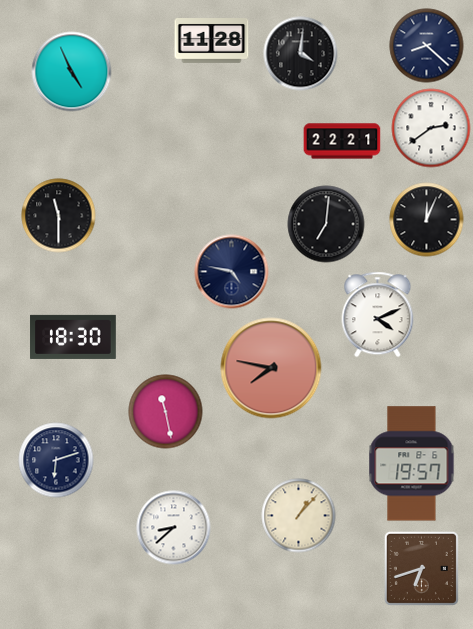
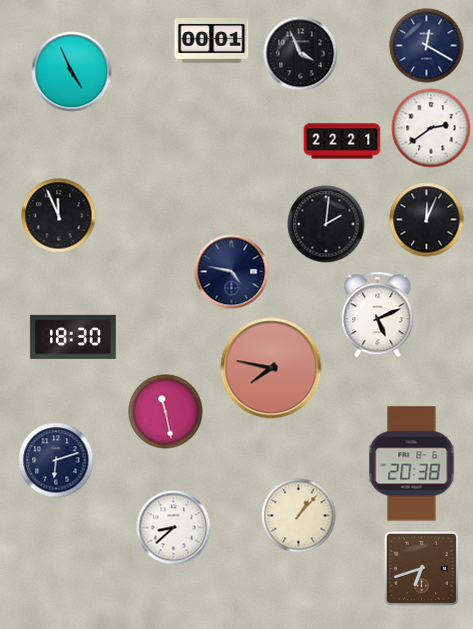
clock at (212, 41): 11:28 -> 00:01
clock at (427, 46): 8:22 -> 12:20
clock at (301, 54): 4:01 -> 3:56
clock at (59, 216): 11:30 -> 11:56
clock at (326, 224): 7:01 -> 2:01
clock at (378, 315): 4:11 -> 5:11
clock at (412, 464): 19:57 -> 20:38
